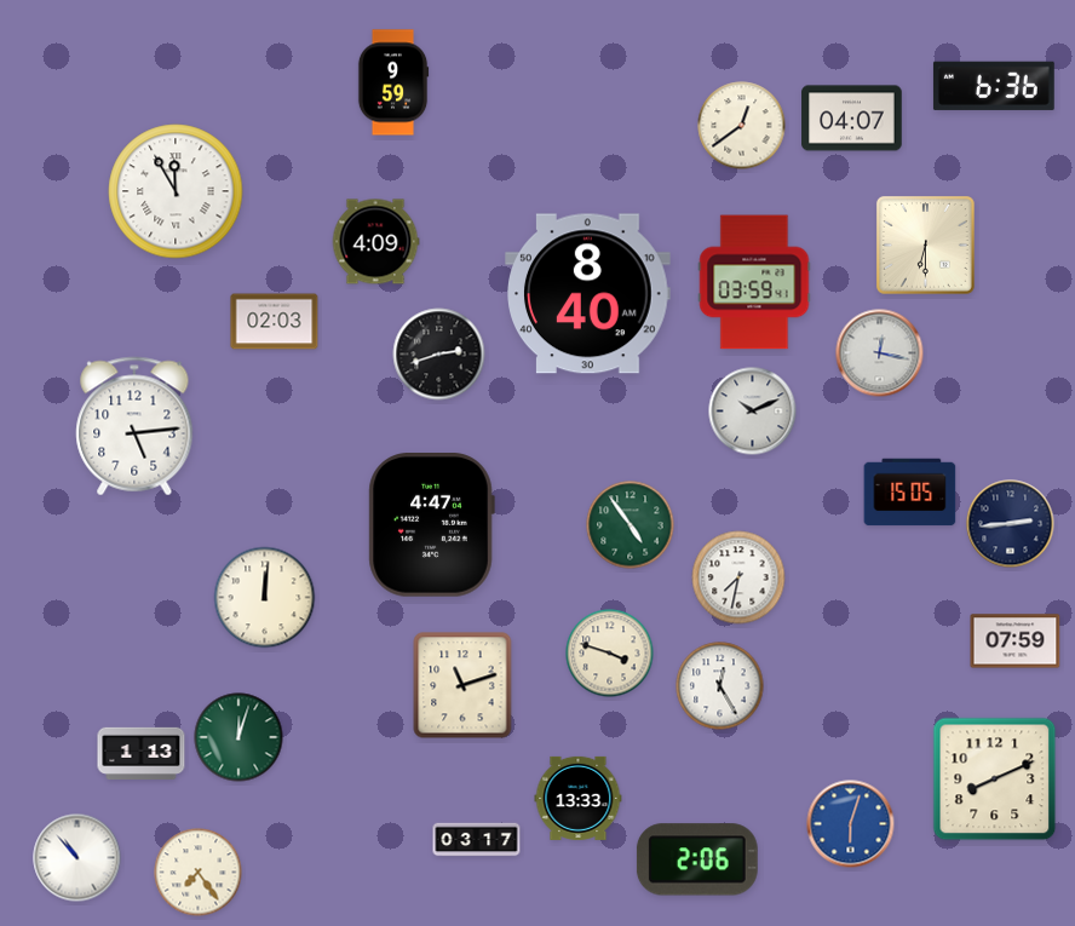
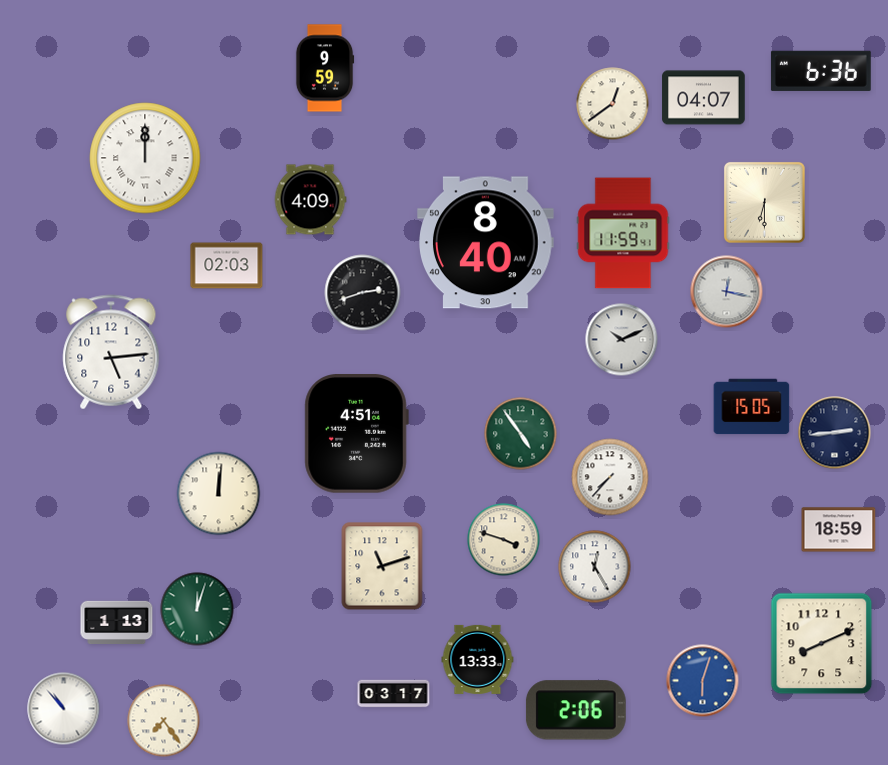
clock at (176, 191): 11:55 -> 12:00
clock at (754, 282): 03:59 -> 11:59
clock at (431, 525): 4:47 -> 4:51
clock at (738, 577): 7:32 -> 7:37
clock at (1016, 642): 07:59 -> 18:59
